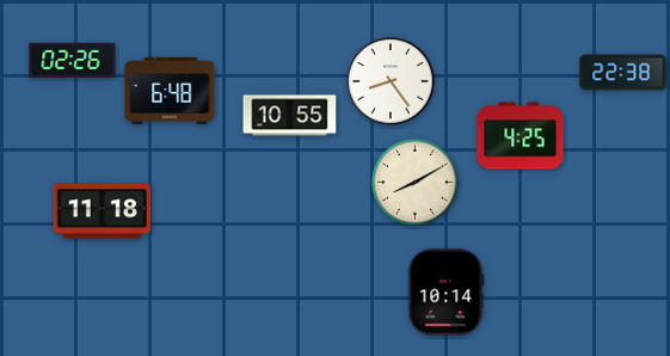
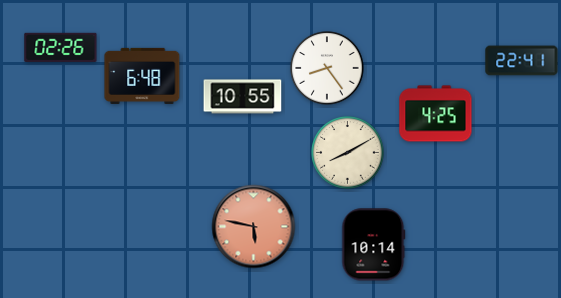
clock at (73, 60) position: (73, 60) -> (61, 47)
clock at (623, 73): 22:38 -> 22:41
clock at (103, 211): 11:18 -> none
clock at (254, 227): none -> 5:47
